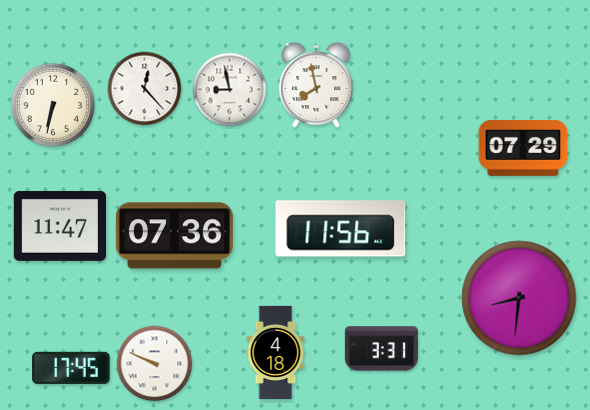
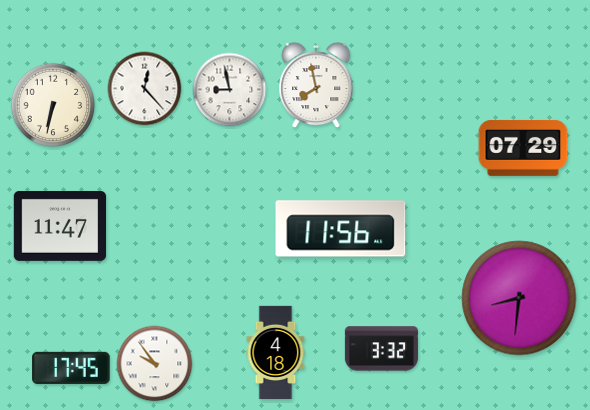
clock at (174, 236): 07:36 -> none
clock at (381, 349): 3:31 -> 3:32
clock at (155, 364): 9:49 -> 9:54
